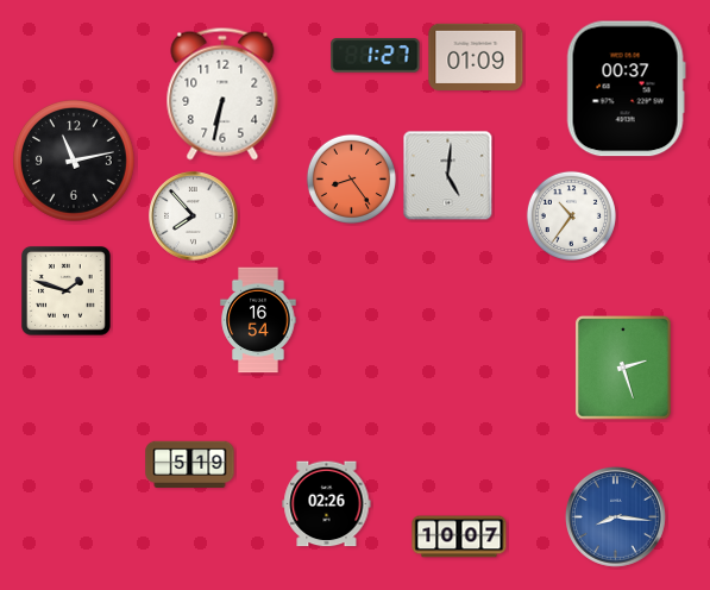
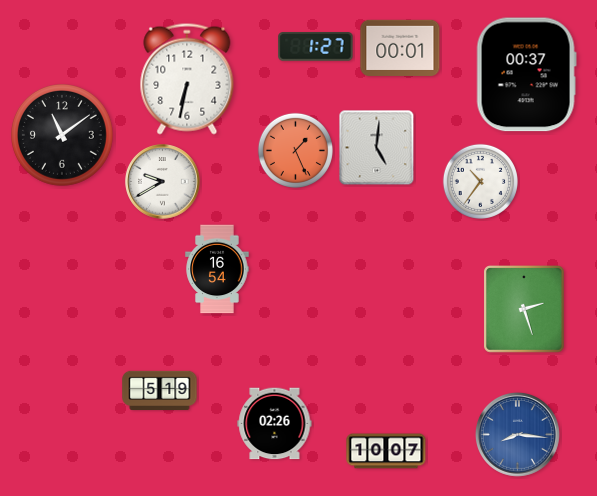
clock at (476, 57): 01:09 -> 00:01
clock at (75, 162): 11:13 -> 11:09
clock at (351, 178): 8:24 -> 1:26
clock at (194, 216): 7:53 -> 9:40
clock at (67, 291): 1:48 -> none
